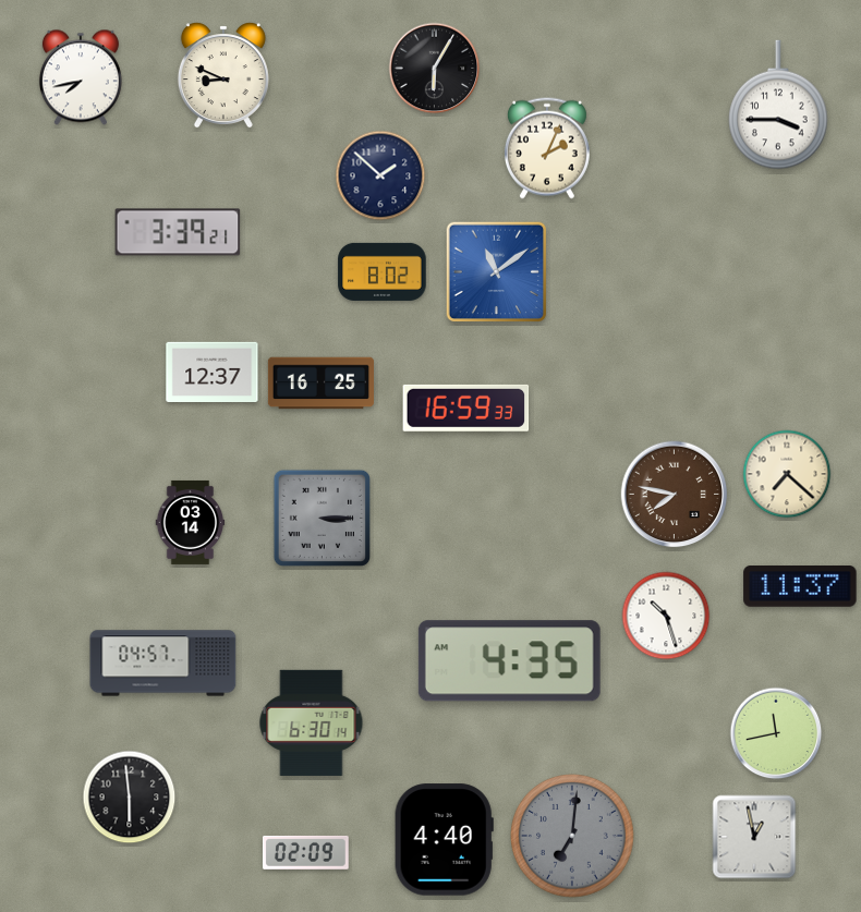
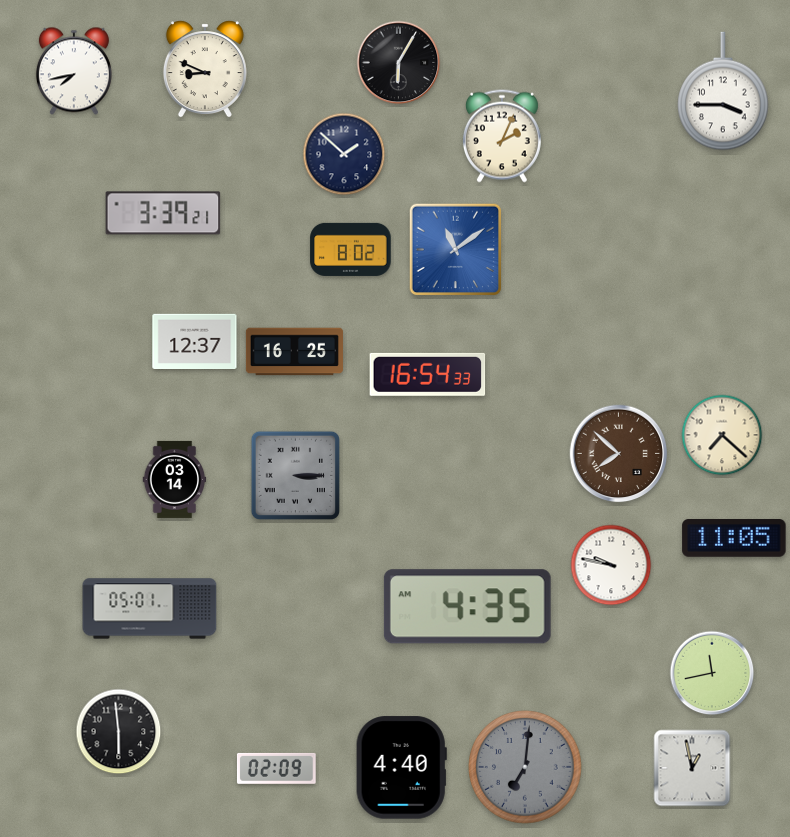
clock at (778, 105) position: (778, 105) -> (723, 91)
clock at (380, 175) position: (380, 175) -> (344, 154)
clock at (466, 408): 16:59 -> 16:54
clock at (675, 495): 7:47 -> 7:52
clock at (800, 587): 11:37 -> 11:05
clock at (666, 616): 10:27 -> 9:47
clock at (163, 664): 04:57 -> 05:01
clock at (312, 722): 6:30 -> none
clock at (444, 840) position: (444, 840) -> (401, 768)
clock at (305, 852) position: (305, 852) -> (276, 768)
